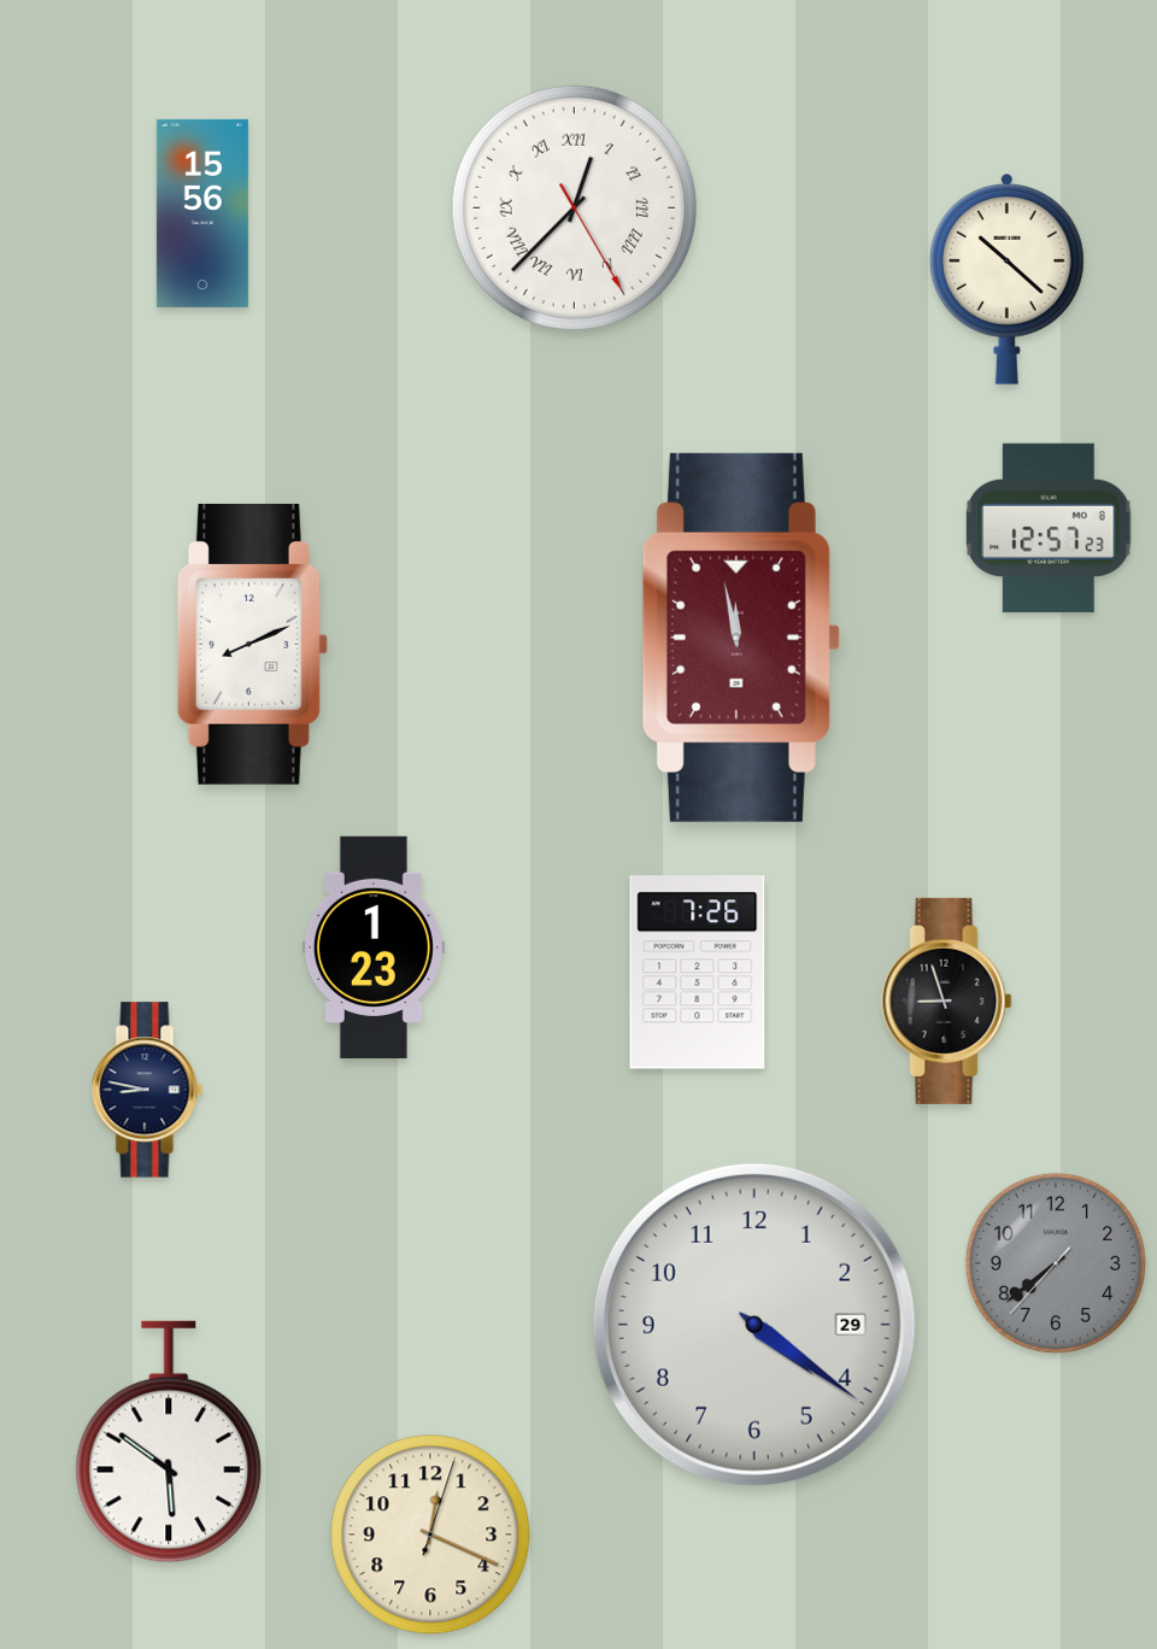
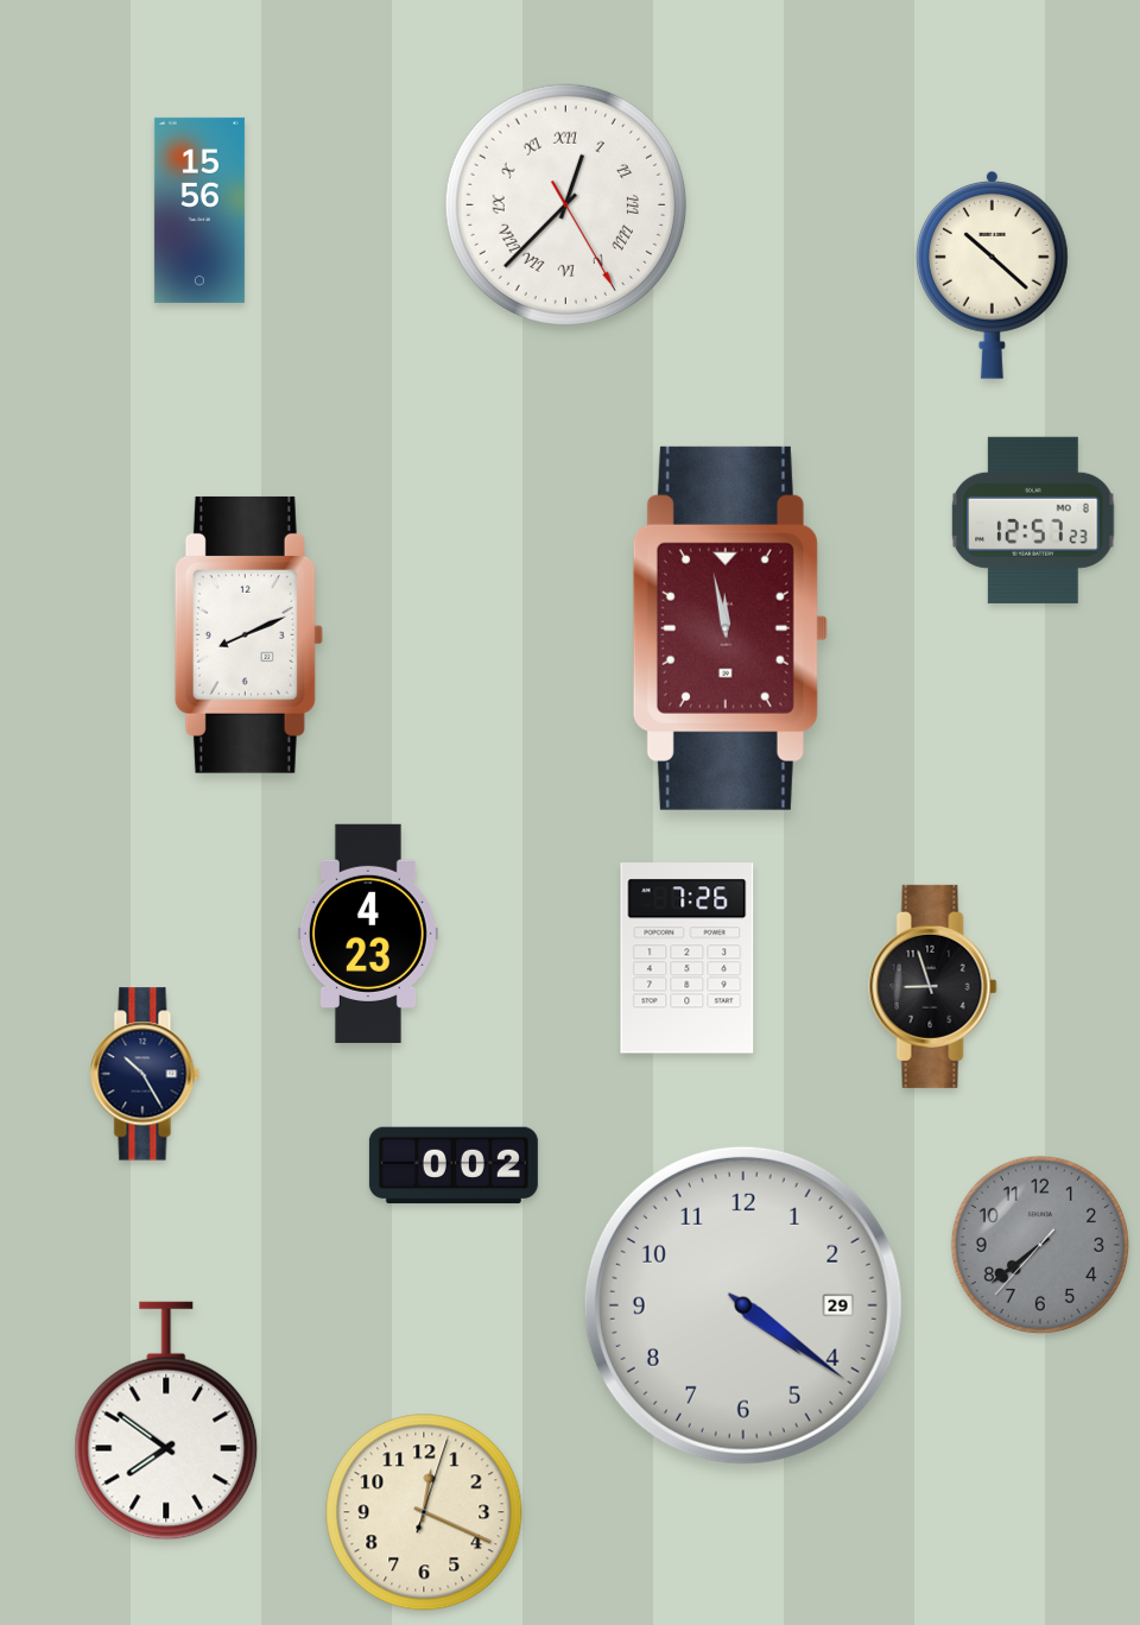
clock at (374, 947): 1:23 -> 4:23
clock at (147, 1090): 8:47 -> 10:25
clock at (454, 1165): none -> 0:02
clock at (169, 1442): 5:51 -> 7:51
